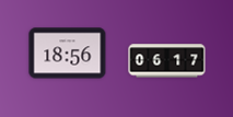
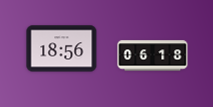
clock at (167, 61): 06:17 -> 06:18
